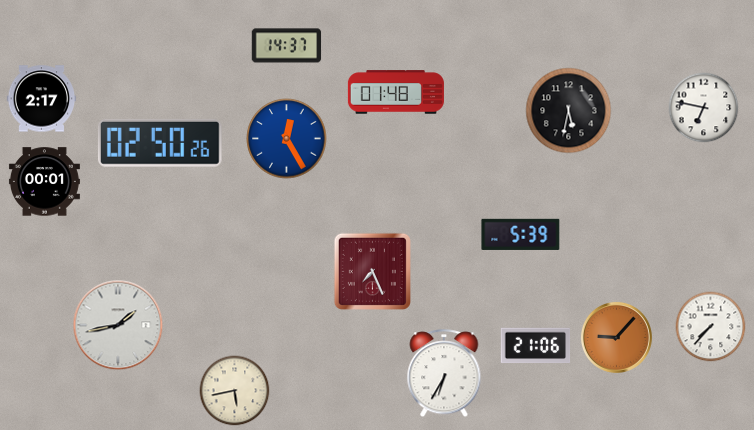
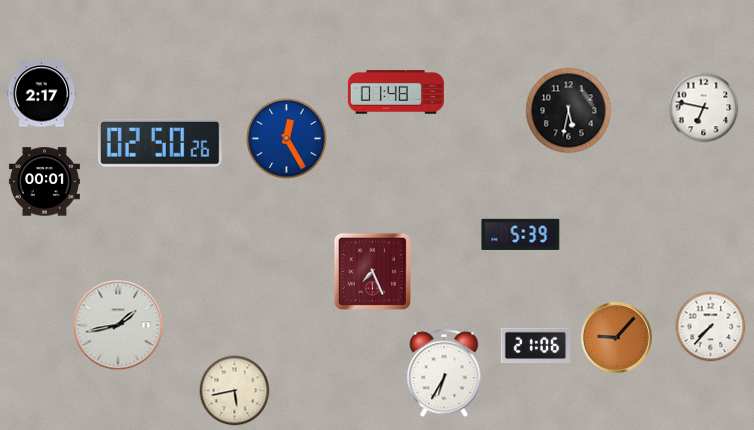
clock at (287, 46): 14:37 -> none
clock at (42, 99) position: (42, 99) -> (42, 94)
